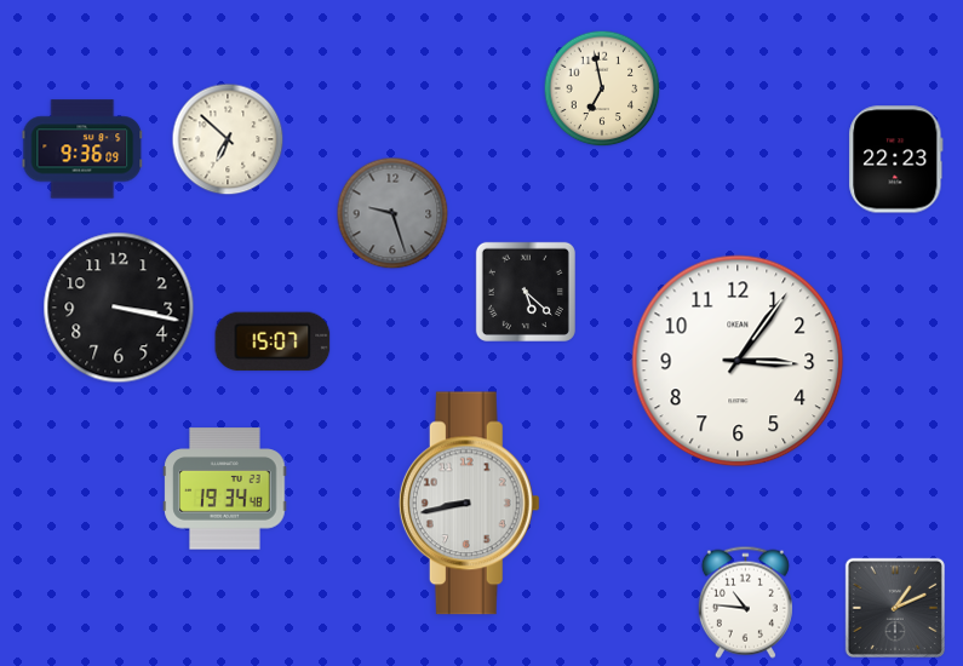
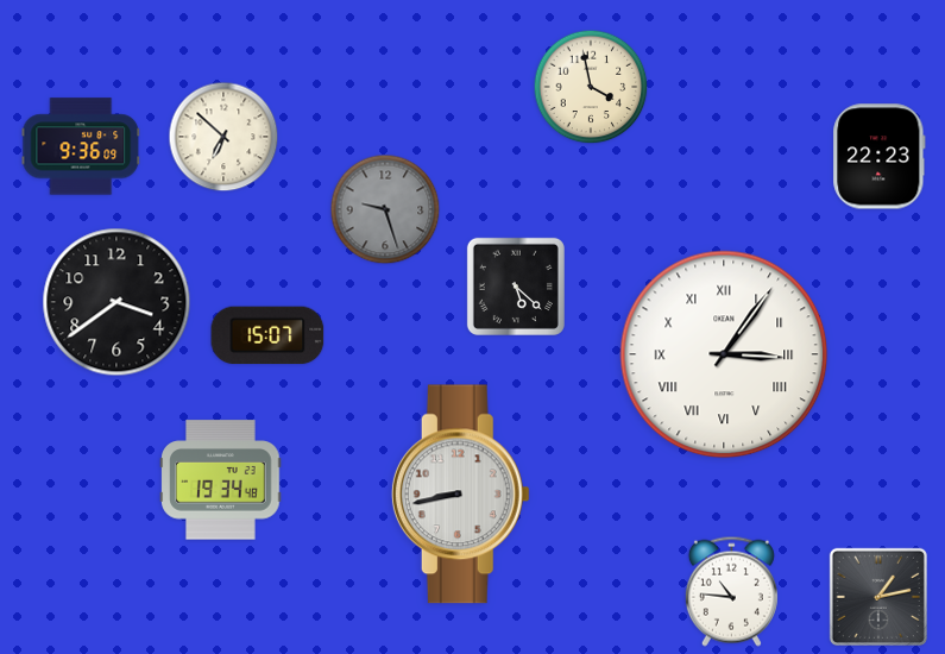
clock at (602, 88): 6:58 -> 3:58
clock at (119, 308): 3:17 -> 3:39
clock at (738, 361) numerals: Arabic -> Roman
clock at (895, 608): 1:11 -> 1:13
